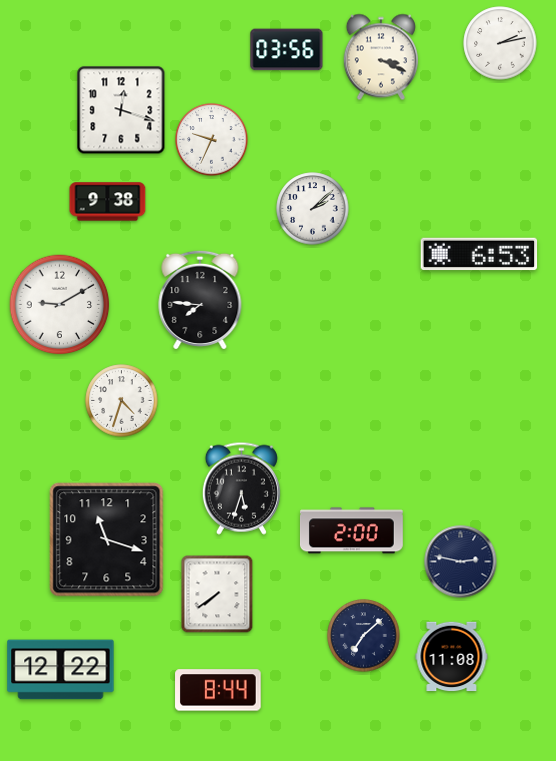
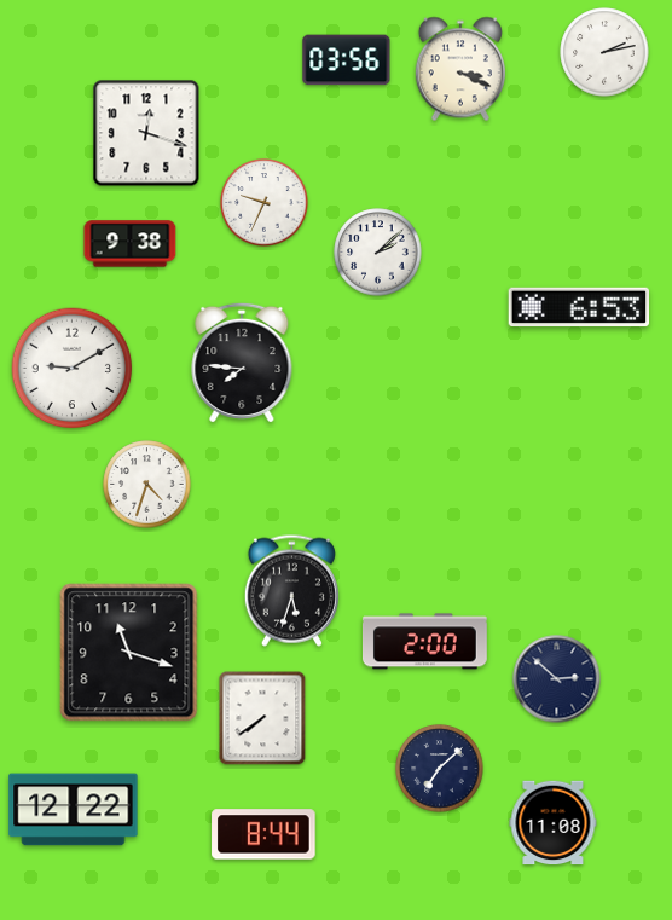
clock at (212, 140) position: (212, 140) -> (265, 203)
clock at (461, 562): 2:47 -> 2:52
clock at (452, 657) position: (452, 657) -> (554, 823)
